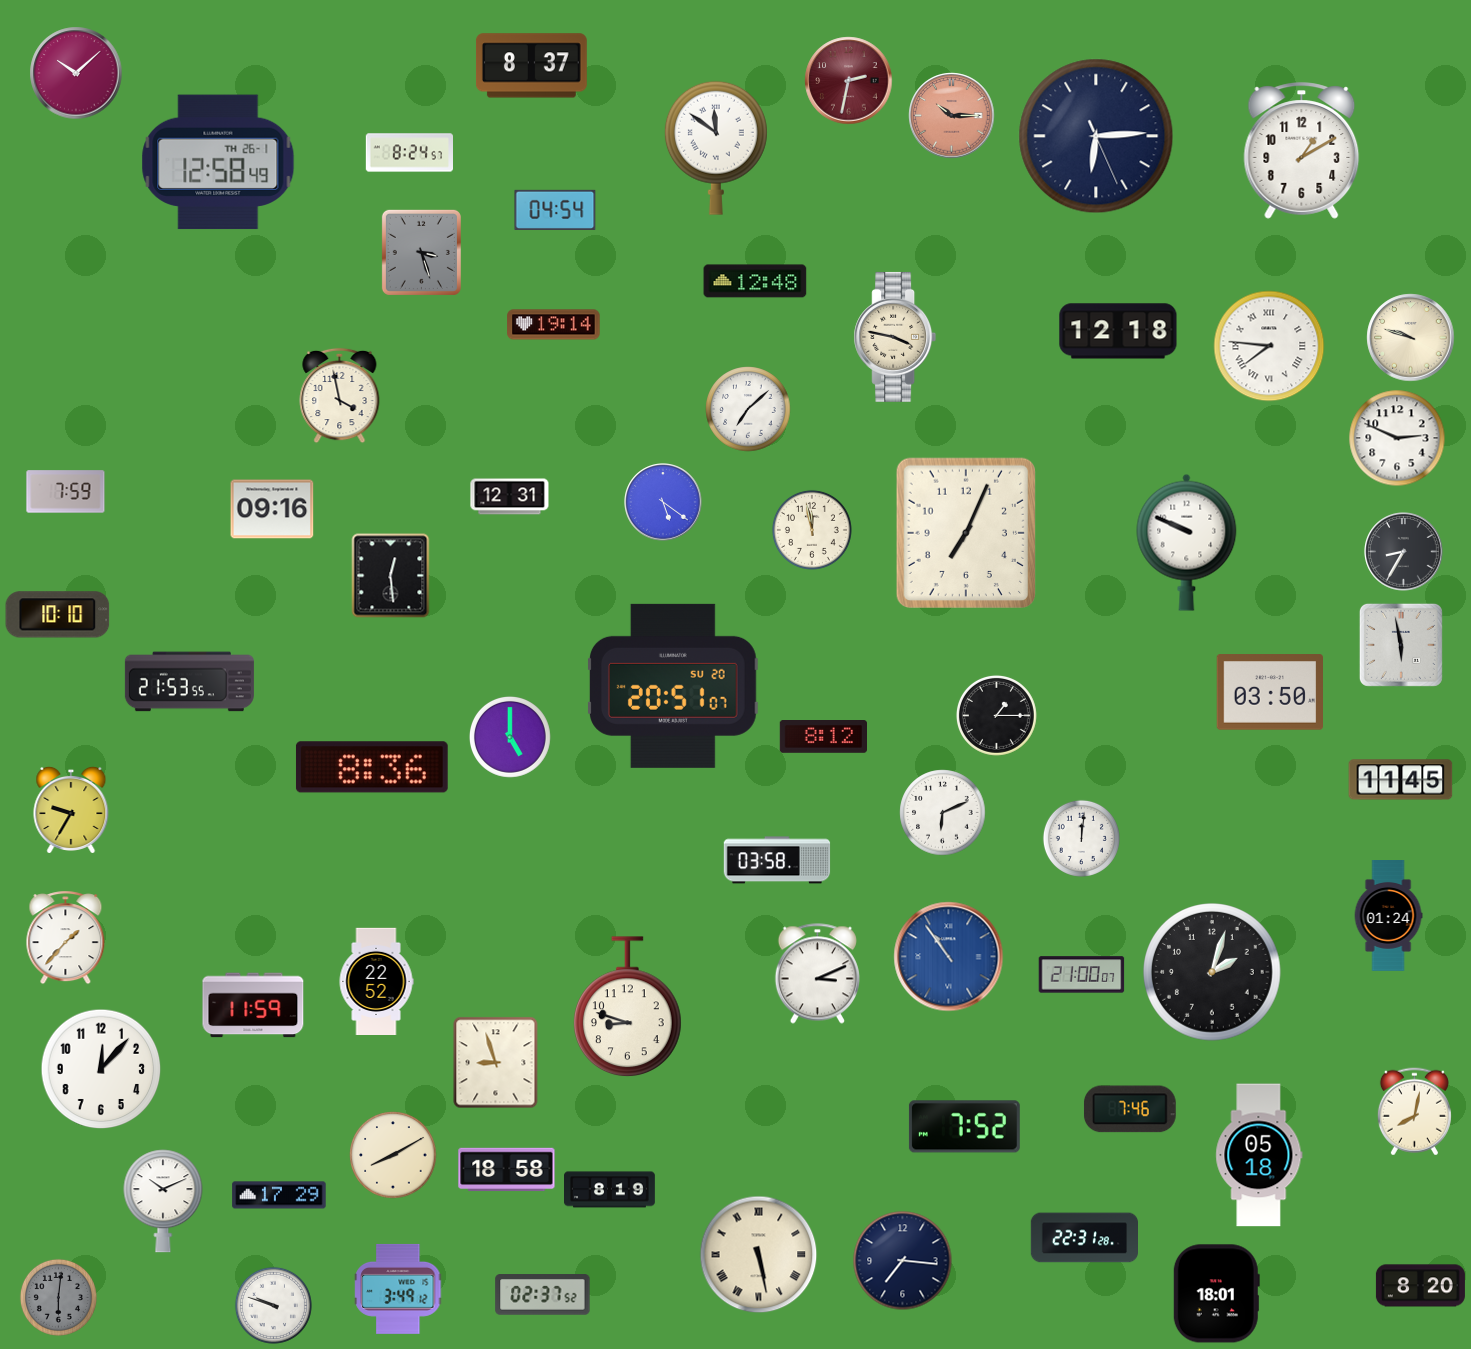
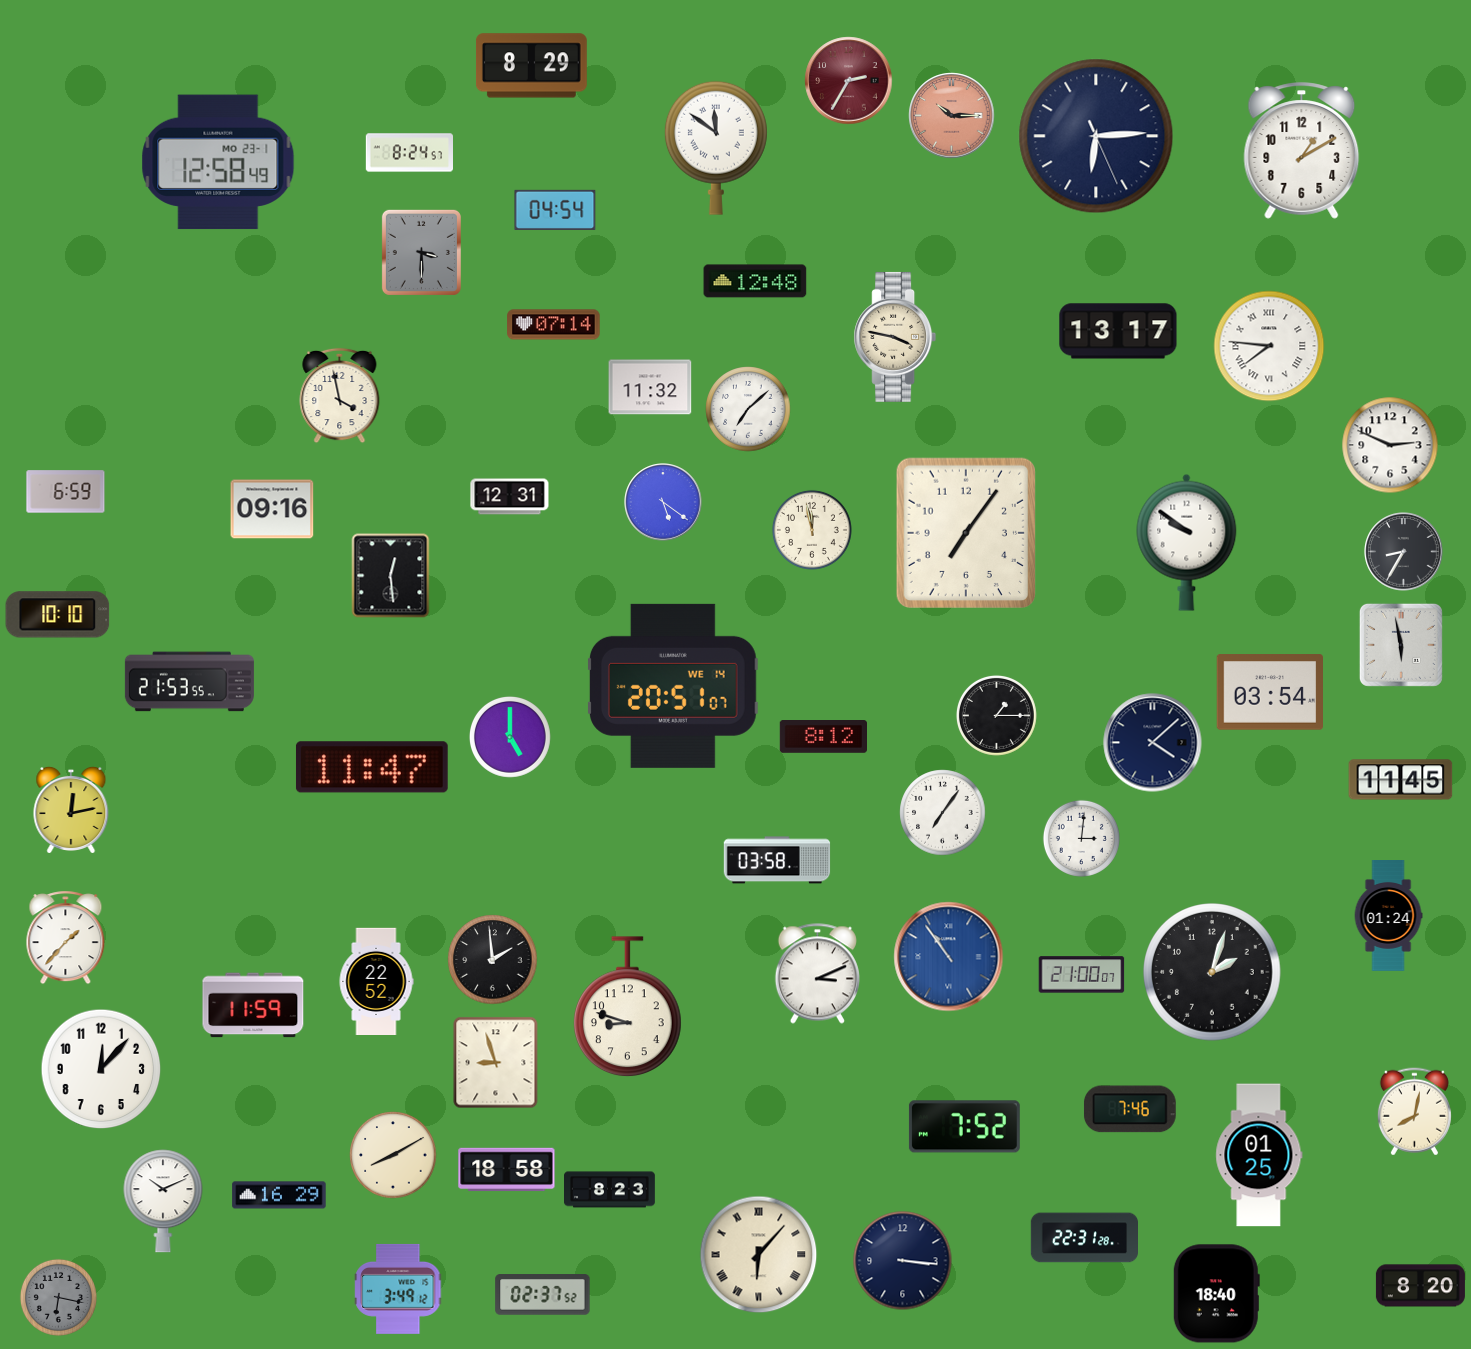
clock at (531, 66): 8:37 -> 8:29
clock at (76, 73): 10:08 -> none
clock at (849, 81): 2:32 -> 2:35
clock at (218, 162) date: TH 26-1 -> MO 23-1
clock at (421, 252): 3:27 -> 3:30
clock at (554, 325): 19:14 -> 07:14
clock at (1118, 331): 12:18 -> 13:17
clock at (1411, 338): 9:48 -> none
clock at (650, 387): none -> 11:32
clock at (1397, 438) position: (1397, 438) -> (1390, 445)
clock at (66, 492): 7:59 -> 6:59
clock at (965, 532): 7:04 -> 7:06
clock at (1187, 542): 9:49 -> 9:51
clock at (673, 686) date: SU 20 -> WE 14
clock at (1269, 692): 03:50 -> 03:54
clock at (1153, 743): none -> 4:08
clock at (372, 767): 8:36 -> 11:47
clock at (71, 810): 9:35 -> 12:13
clock at (943, 813): 6:11 -> 7:06
clock at (1081, 838): 12:01 -> 3:01
clock at (493, 960): none -> 1:59
clock at (1259, 1155): 05:18 -> 01:25
clock at (610, 1190): 8:19 -> 8:23
clock at (279, 1195): 17:29 -> 16:29
clock at (759, 1255): 5:28 -> 6:07
clock at (903, 1261): 7:16 -> 3:16
clock at (1216, 1294): 18:01 -> 18:40
clock at (58, 1297): 6:01 -> 6:17
clock at (273, 1305): 9:48 -> none
